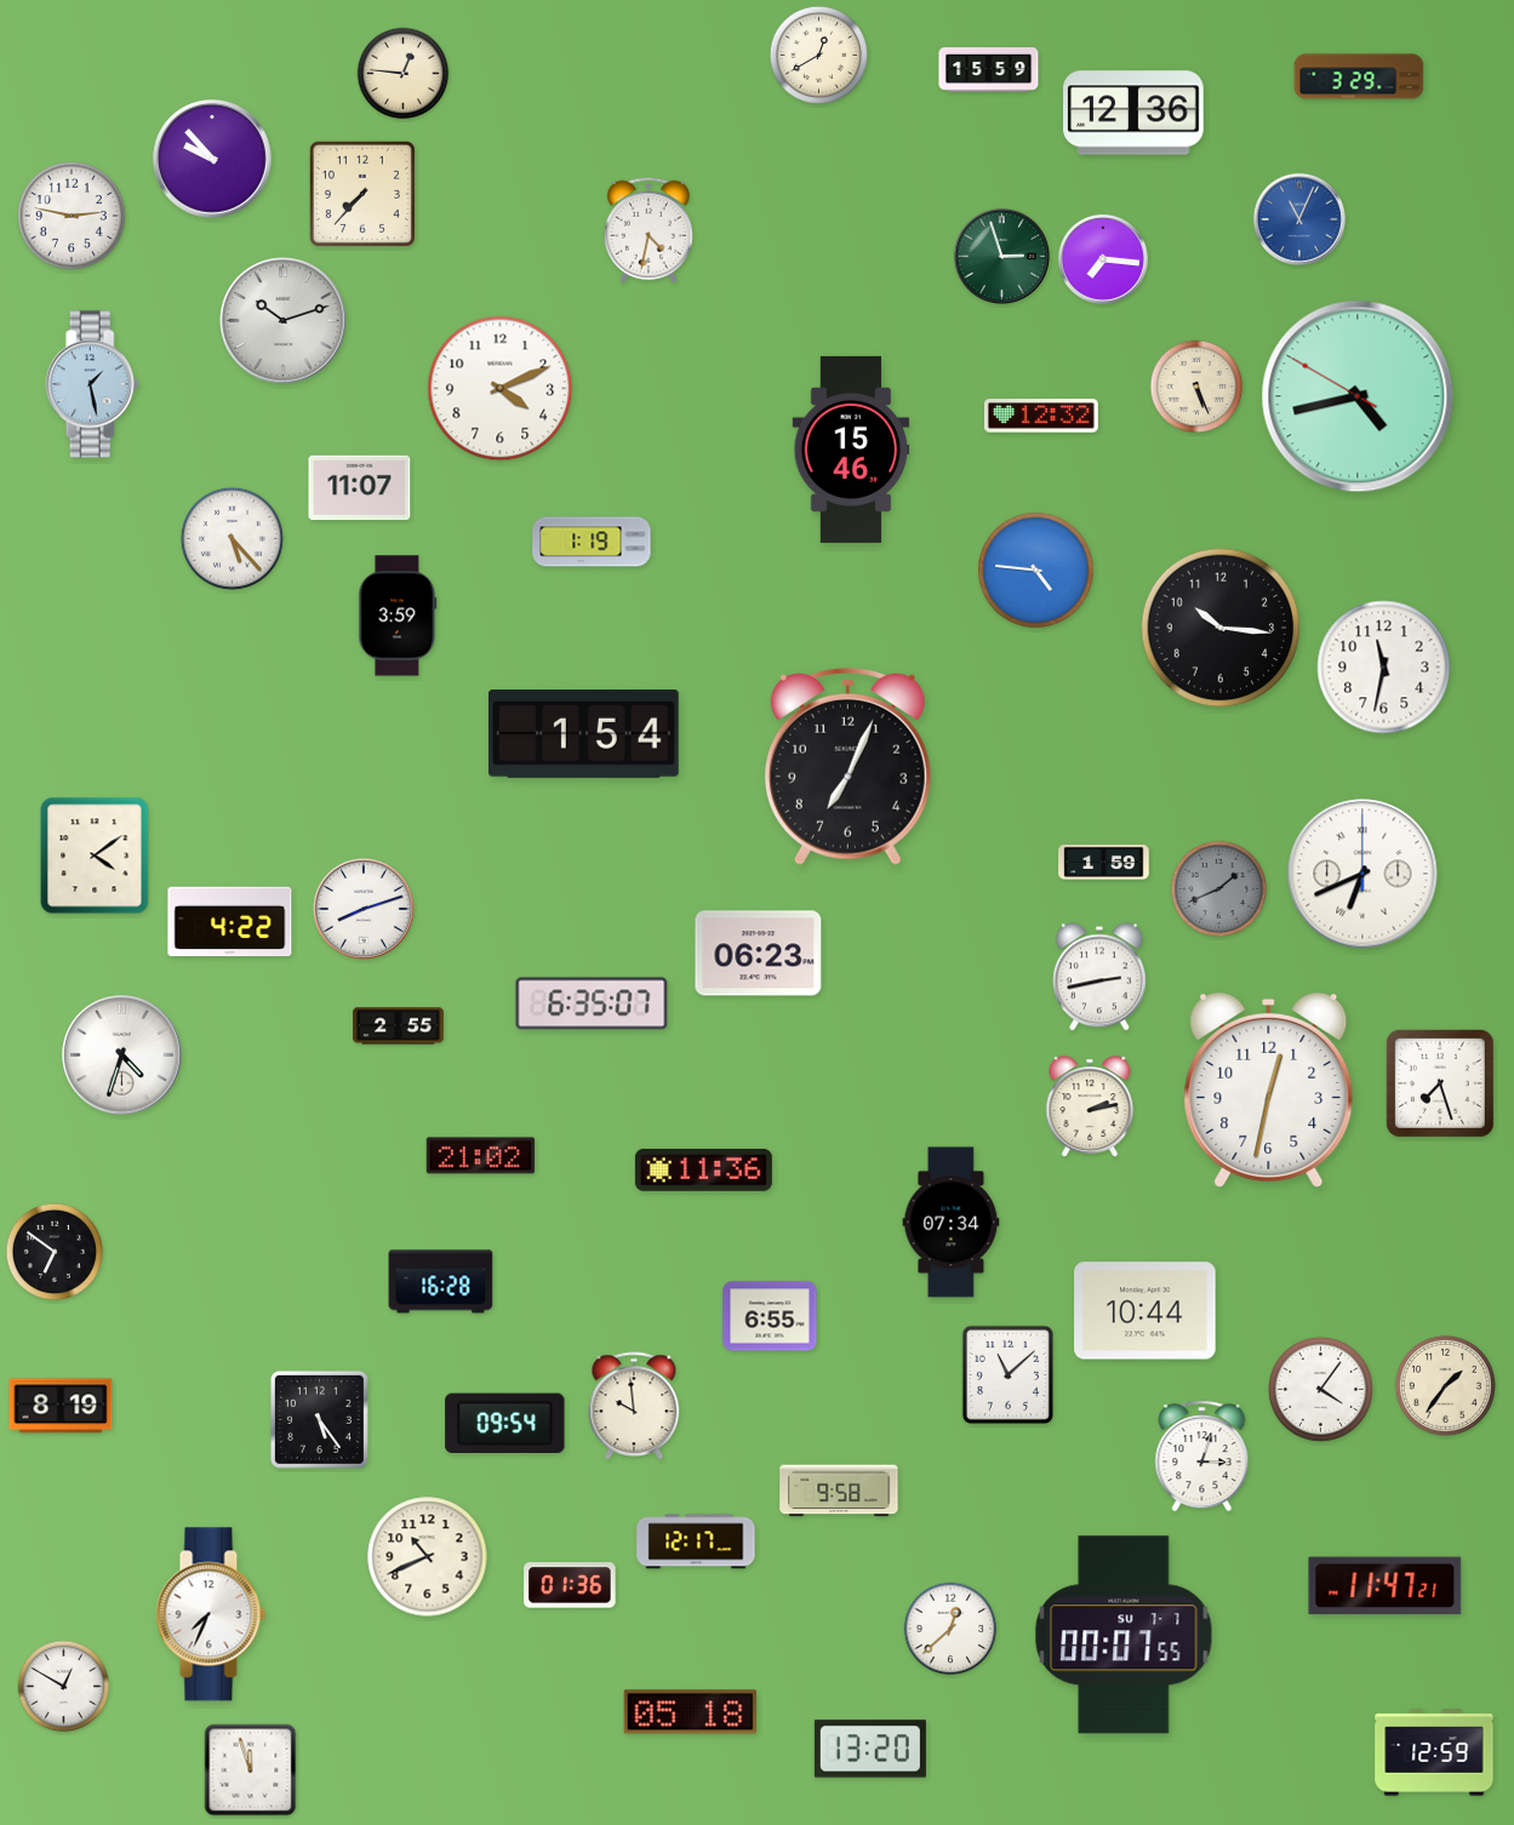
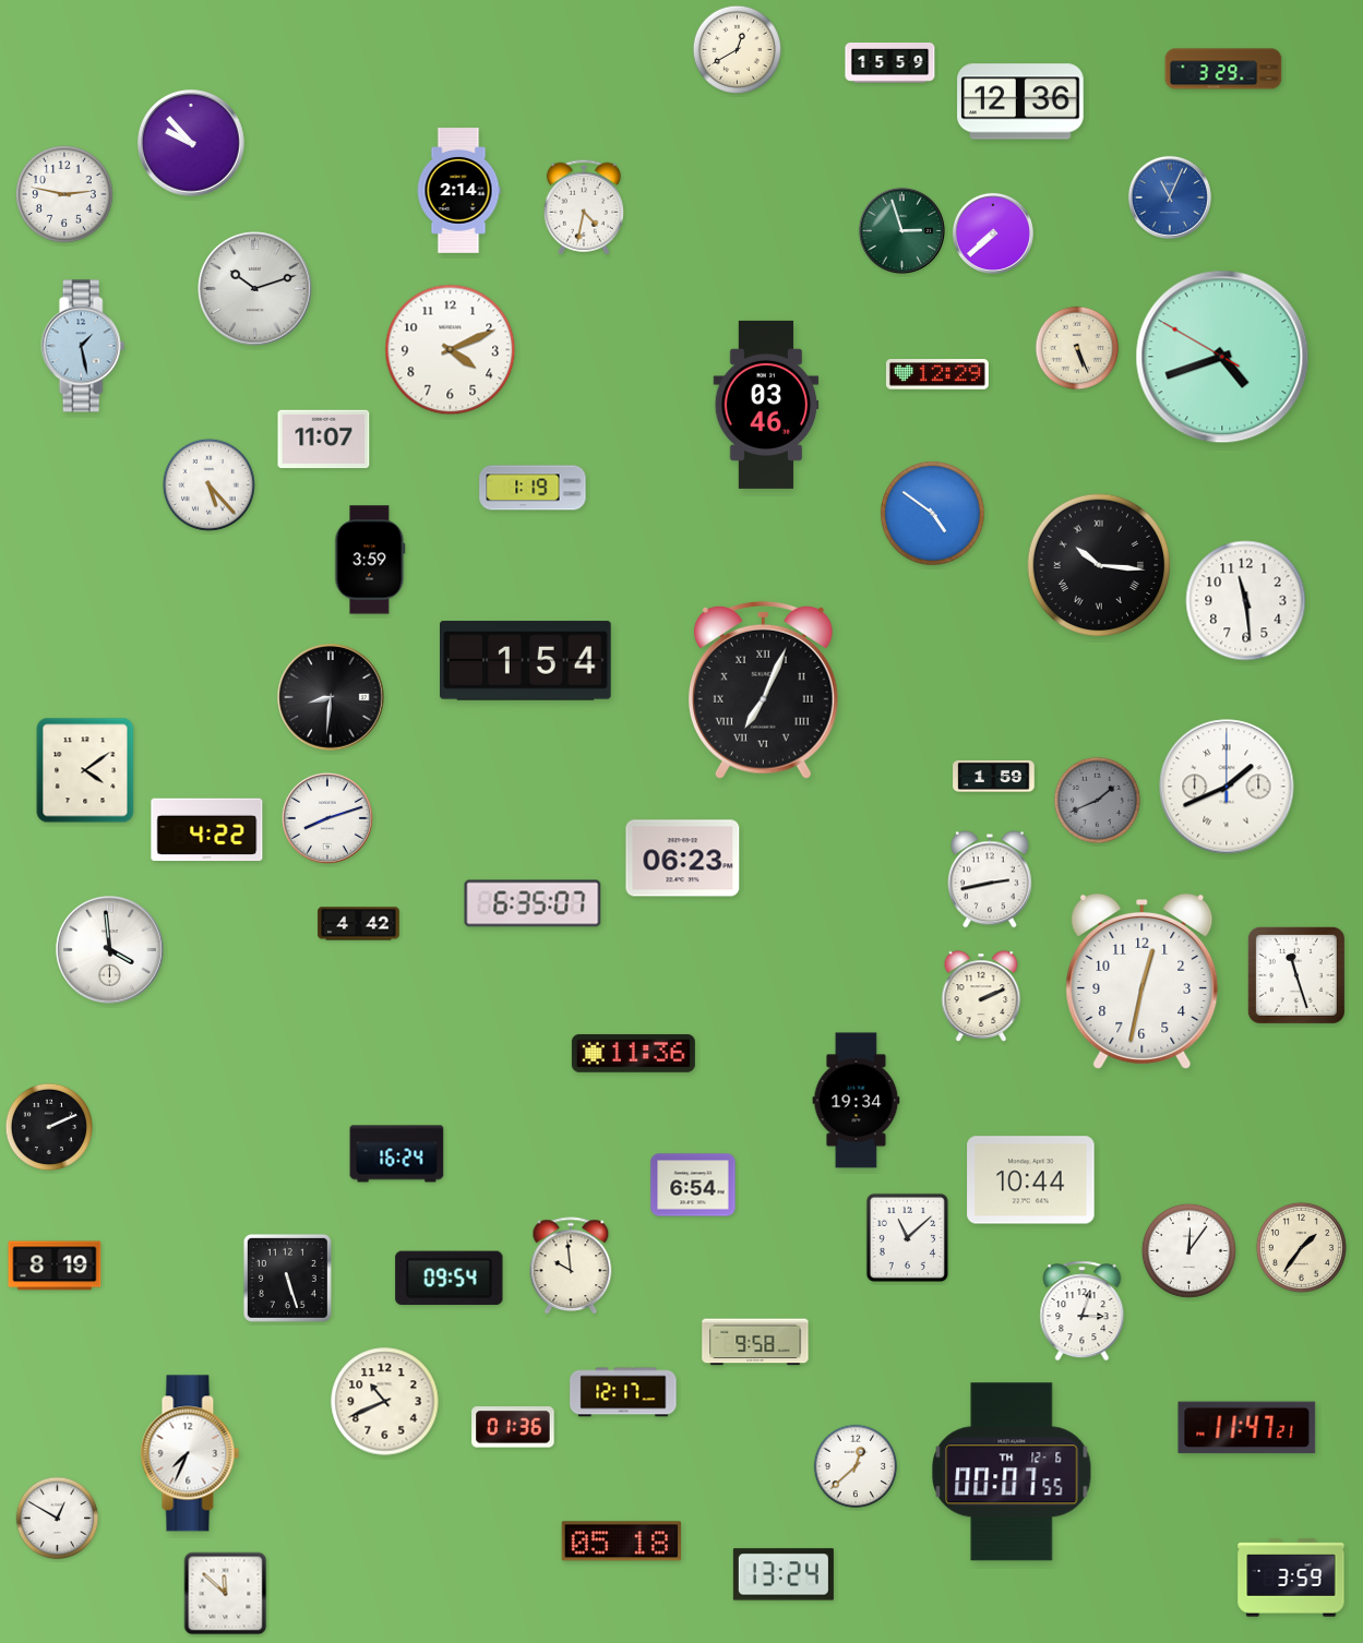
clock at (404, 74): 12:46 -> none
clock at (362, 194): 7:37 -> none
clock at (458, 191): none -> 2:14
clock at (1103, 259): 7:16 -> 7:38
clock at (1358, 396): 4:42 -> 4:41
clock at (1041, 416): 12:32 -> 12:29
clock at (851, 450): 15:46 -> 03:46
clock at (1036, 571): 4:46 -> 4:51
clock at (398, 616) position: (398, 616) -> (370, 560)
clock at (1221, 628) numerals: Arabic -> Roman
clock at (1384, 668): 11:32 -> 11:29
clock at (847, 766) numerals: Arabic -> Roman
clock at (331, 697): none -> 8:31
clock at (1362, 874): 6:41 -> 1:41
clock at (399, 1026): 2:55 -> 4:42
clock at (122, 1055): 4:33 -> 3:59
clock at (1440, 1083): 7:27 -> 11:27
clock at (1090, 1106): 2:13 -> 2:11
clock at (481, 1156): 21:02 -> none
clock at (952, 1223): 07:34 -> 19:34
clock at (53, 1251): 6:51 -> 2:11
clock at (441, 1282): 16:28 -> 16:24
clock at (770, 1316): 6:55 -> 6:54
clock at (1320, 1389): 4:06 -> 12:06
clock at (319, 1419): 5:24 -> 5:27
clock at (505, 1423) position: (505, 1423) -> (450, 1278)
clock at (696, 1541) position: (696, 1541) -> (623, 1392)
clock at (1124, 1635) date: SU 7-7 -> TH 12-6
clock at (870, 1749): 13:20 -> 13:24
clock at (1434, 1752): 12:59 -> 3:59
clock at (251, 1770): 11:57 -> 11:52
